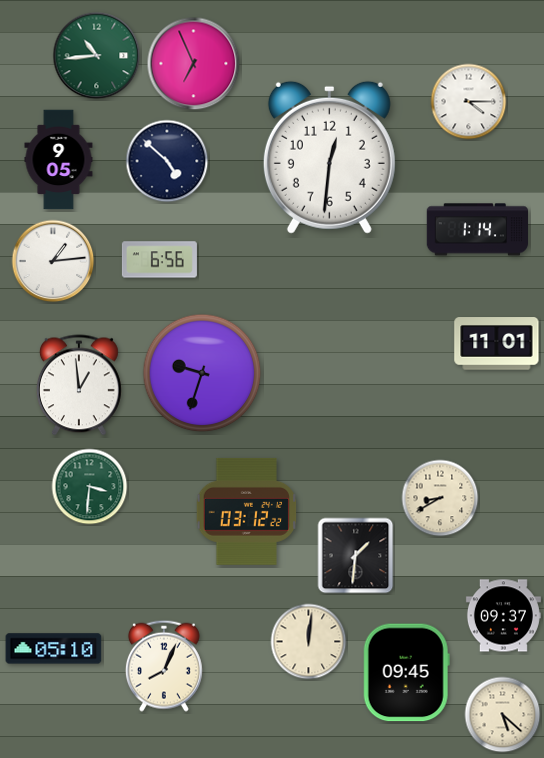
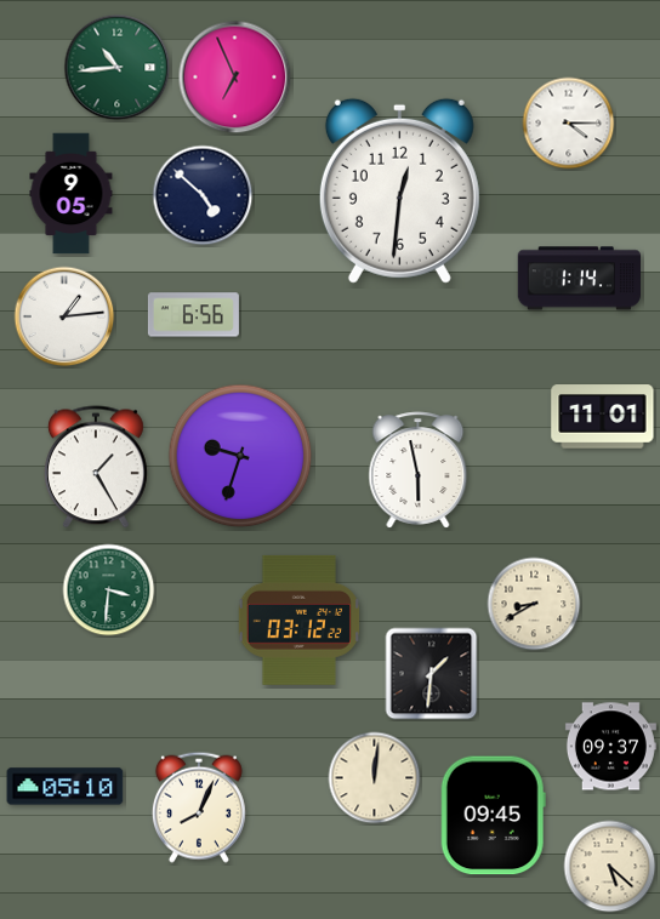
clock at (202, 373) position: (202, 373) -> (240, 456)
clock at (79, 385): 12:59 -> 1:25
clock at (419, 470): none -> 5:58
